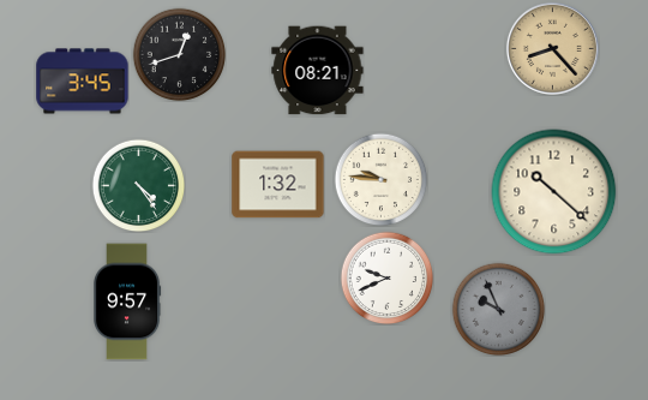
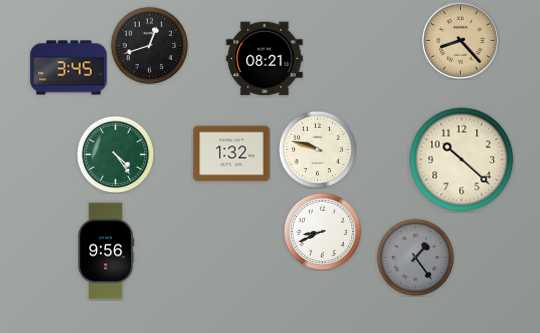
clock at (380, 179): 9:46 -> 9:48
clock at (386, 277): 9:41 -> 8:41
clock at (128, 302): 9:57 -> 9:56
clock at (498, 309): 9:56 -> 1:24
